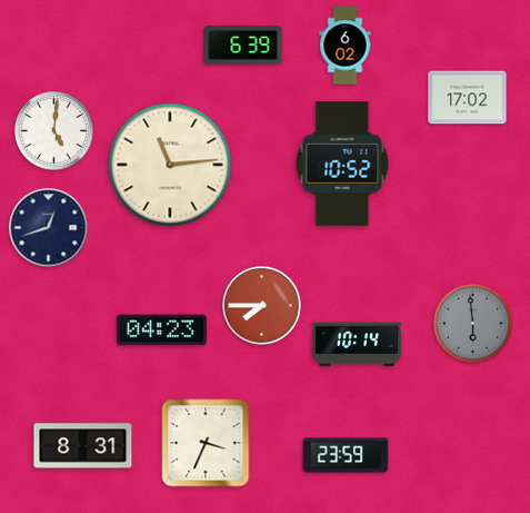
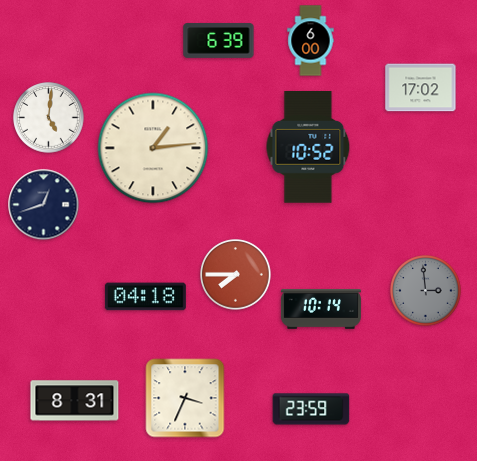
clock at (346, 46): 6:02 -> 6:00
clock at (170, 165): 11:14 -> 1:14
clock at (473, 324): 5:59 -> 2:59
clock at (161, 331): 04:23 -> 04:18
